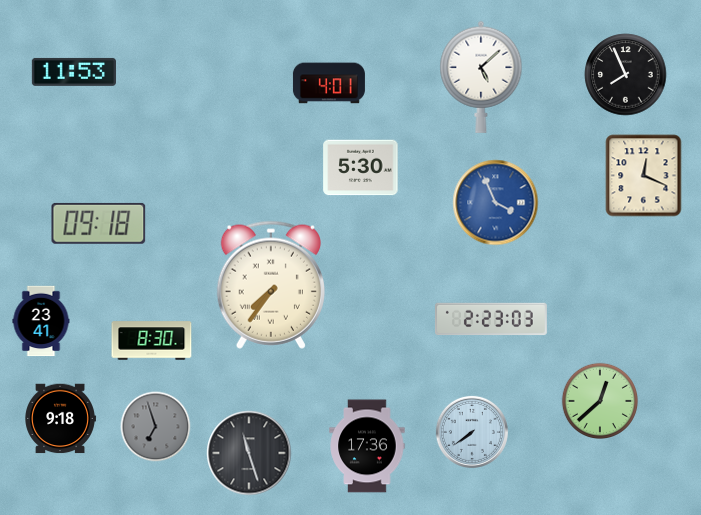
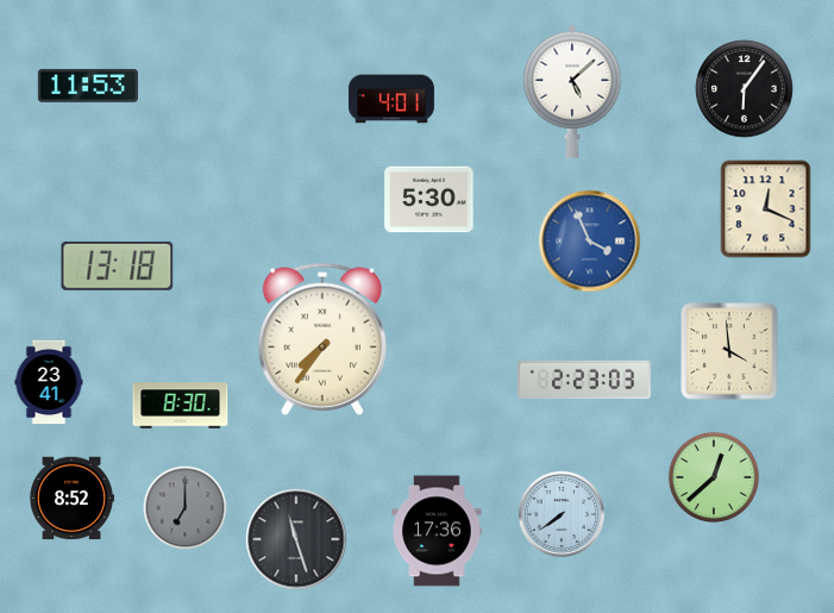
clock at (626, 75): 7:56 -> 6:06
clock at (99, 223): 09:18 -> 13:18
clock at (729, 351): none -> 3:59
clock at (60, 419): 9:18 -> 8:52
clock at (156, 427): 6:57 -> 7:00
